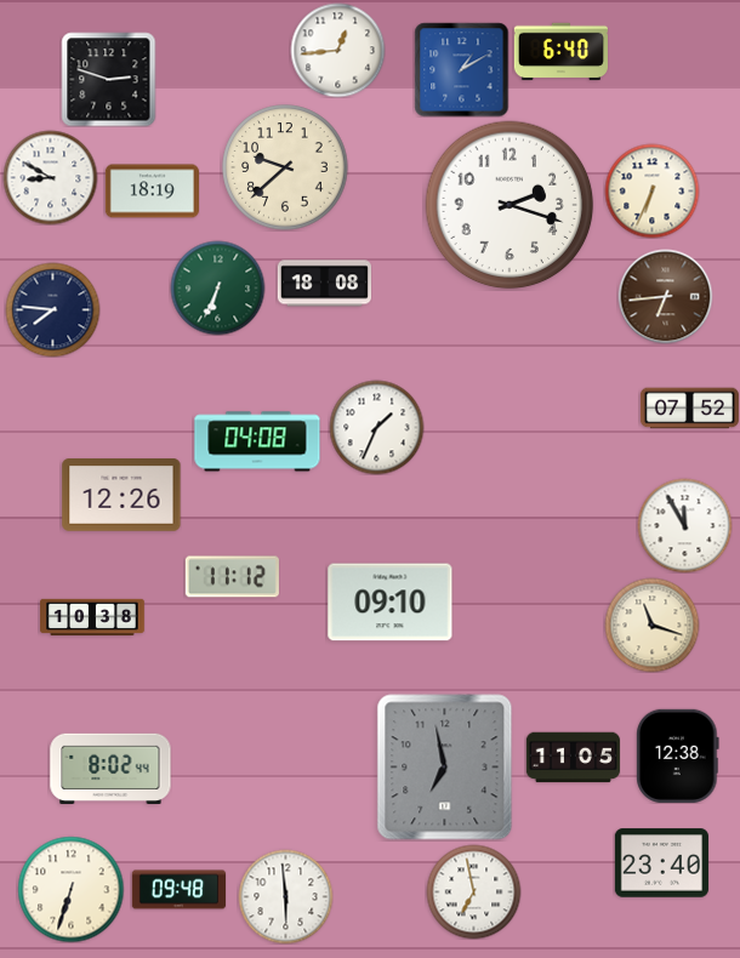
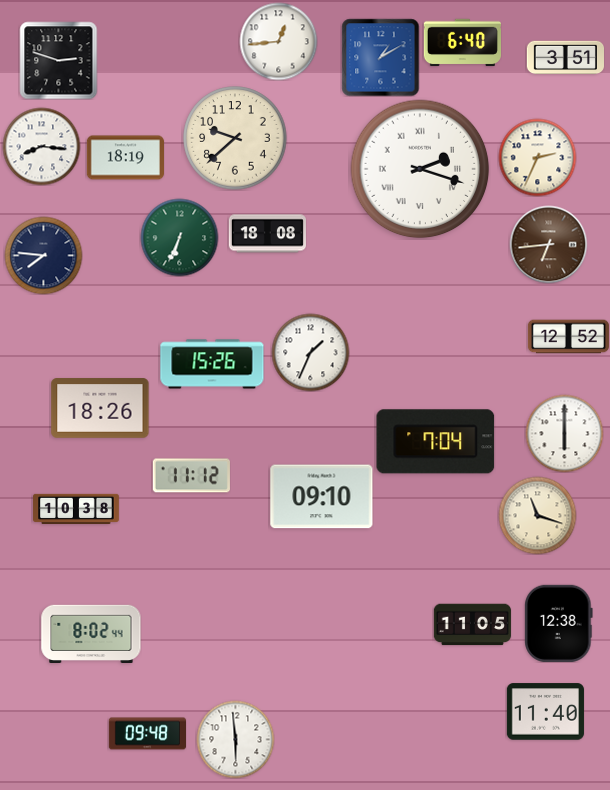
clock at (565, 58): none -> 3:51
clock at (108, 79) position: (108, 79) -> (58, 60)
clock at (50, 177): 8:50 -> 8:16
clock at (651, 190): 6:34 -> 2:34
clock at (510, 205) numerals: Arabic -> Roman
clock at (689, 409): 07:52 -> 12:52
clock at (257, 441): 04:08 -> 15:26
clock at (121, 495): 12:26 -> 18:26
clock at (684, 525): 11:55 -> 6:00
clock at (436, 442): none -> 7:04
clock at (445, 768): 6:58 -> none
clock at (661, 863): 23:40 -> 11:40
clock at (70, 889): 6:33 -> none
clock at (473, 891): 6:58 -> none
